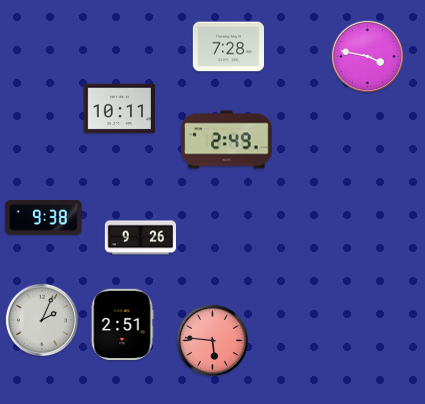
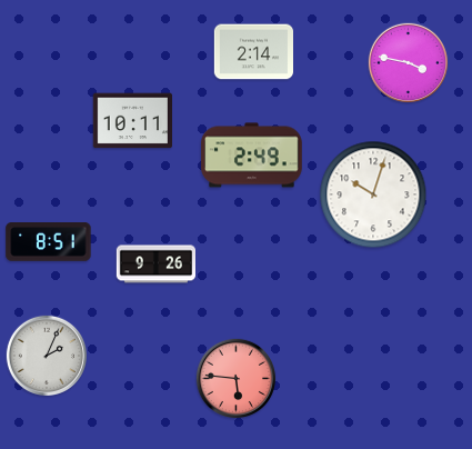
clock at (228, 47): 7:28 -> 2:14
clock at (373, 194): none -> 10:03
clock at (44, 218): 9:38 -> 8:51
clock at (122, 324): 2:51 -> none
